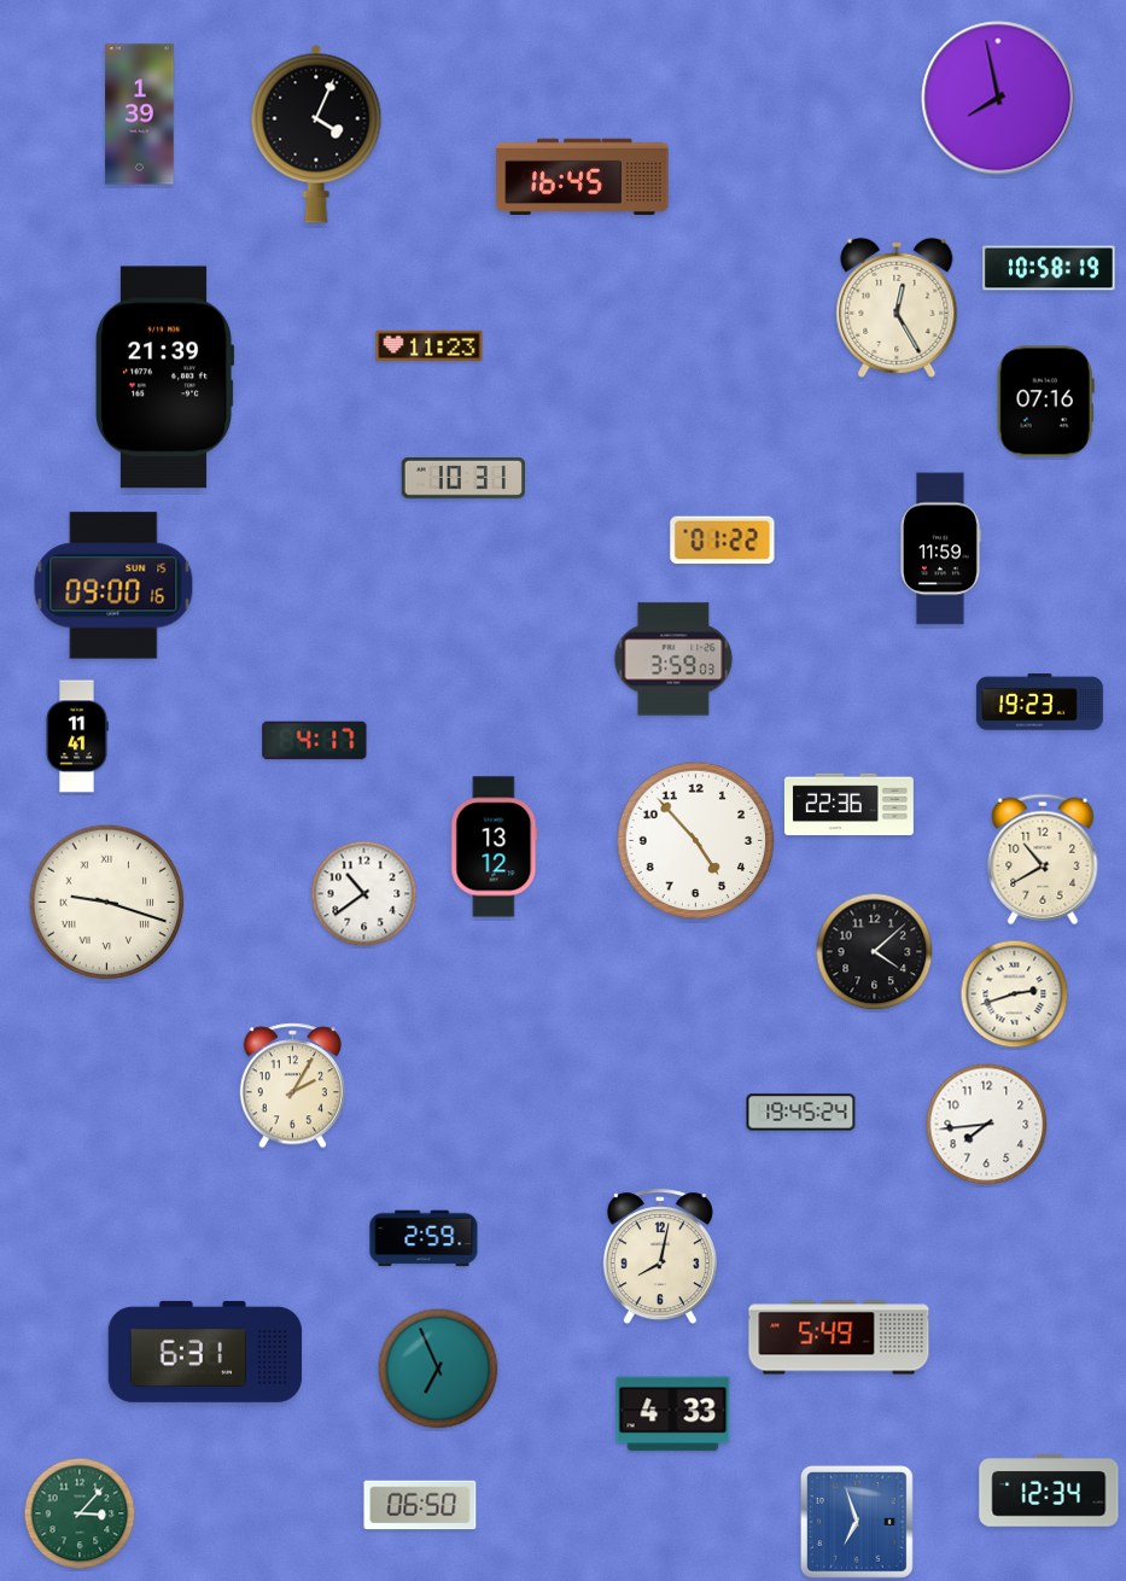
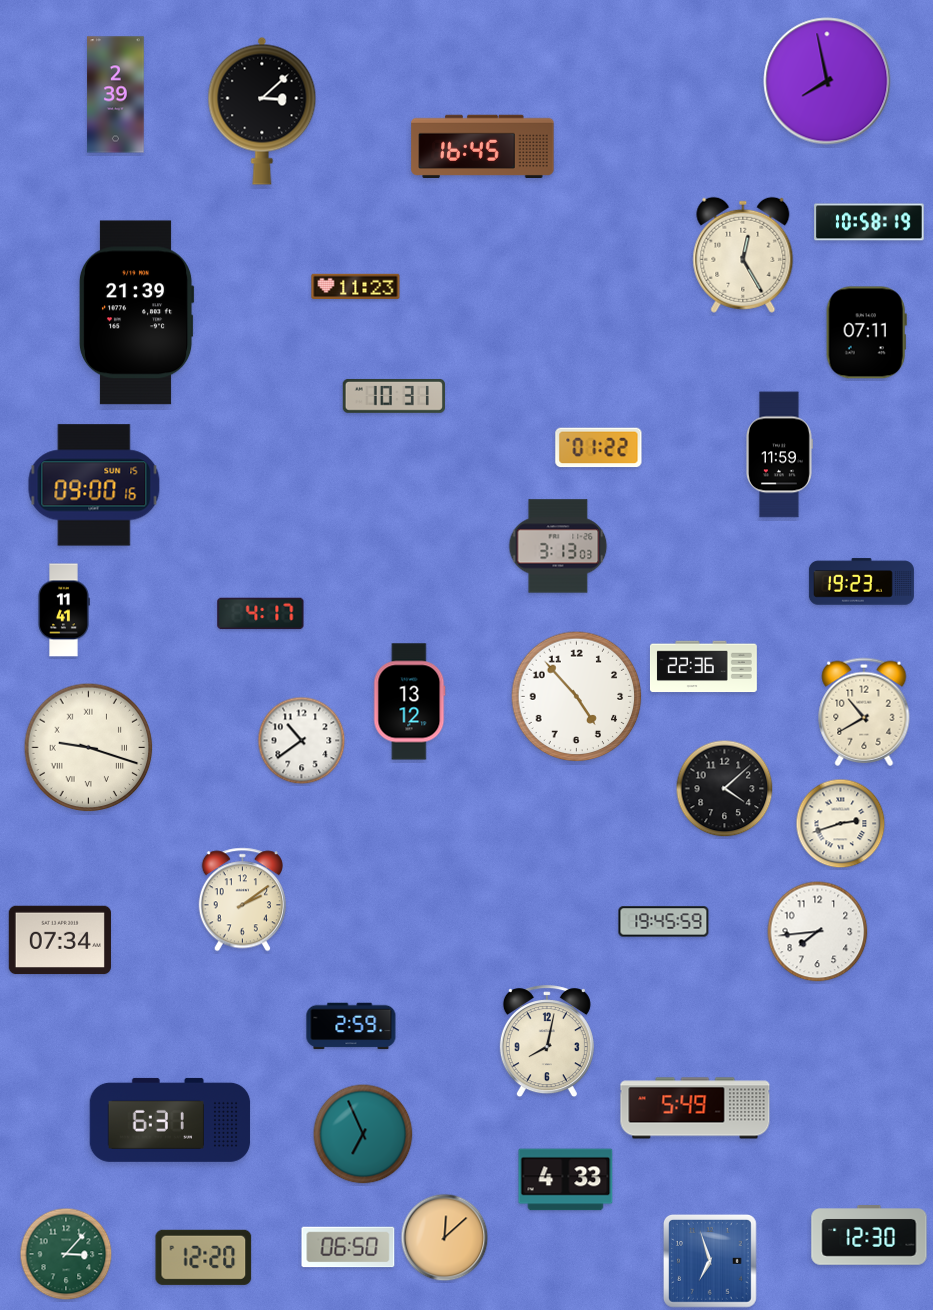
clock at (140, 115): 1:39 -> 2:39
clock at (316, 134): 4:04 -> 3:08
clock at (1045, 402): 07:16 -> 07:11
clock at (463, 478) position: (463, 478) -> (394, 396)
clock at (673, 659): 3:59 -> 3:13
clock at (292, 1086): 2:05 -> 2:09
clock at (801, 1113): 19:45:24 -> 19:45:59
clock at (59, 940): none -> 07:34
clock at (673, 1414) position: (673, 1414) -> (566, 1180)
clock at (1049, 1490): 12:34 -> 12:30
clock at (445, 1238): none -> 12:08
clock at (204, 1257): none -> 12:20
